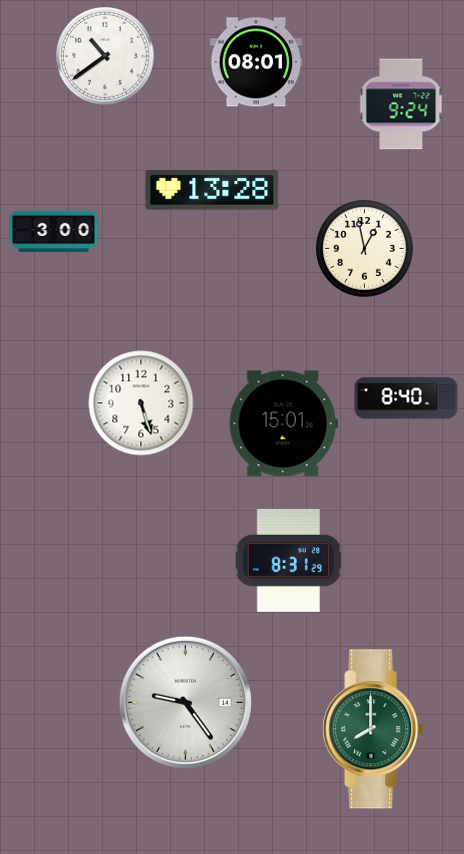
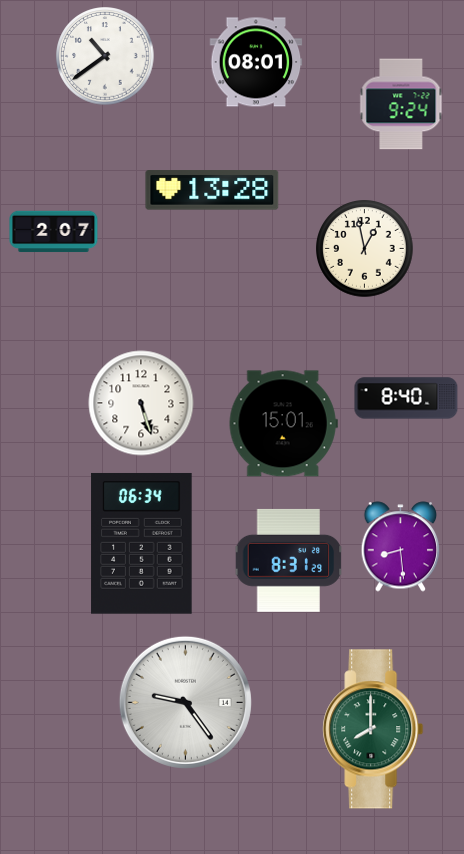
clock at (54, 232): 3:00 -> 2:07
clock at (142, 543): none -> 06:34
clock at (401, 547): none -> 8:29
